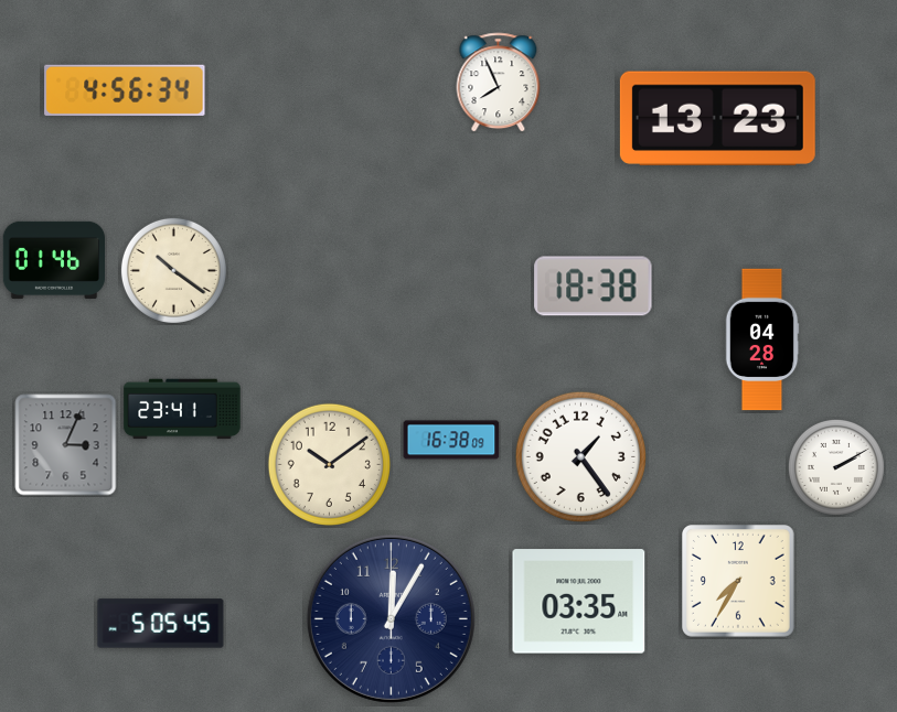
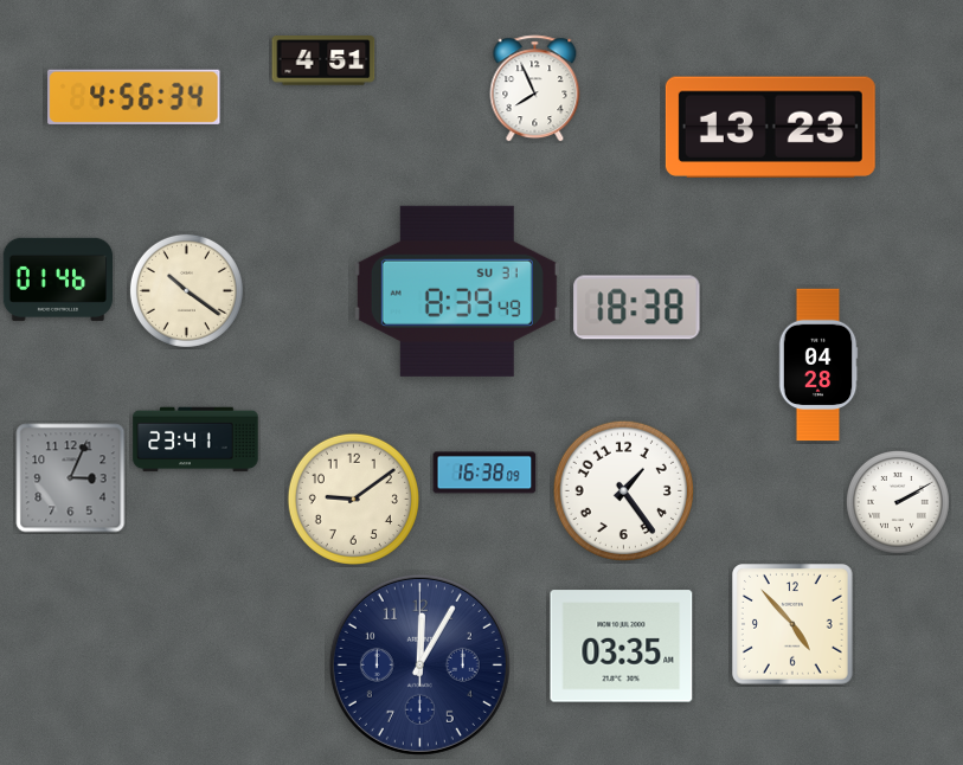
clock at (323, 60): none -> 4:51
clock at (457, 291): none -> 8:39
clock at (329, 464): 10:09 -> 9:09
clock at (739, 582): 7:35 -> 4:53
clock at (161, 624): 5:05 -> none
